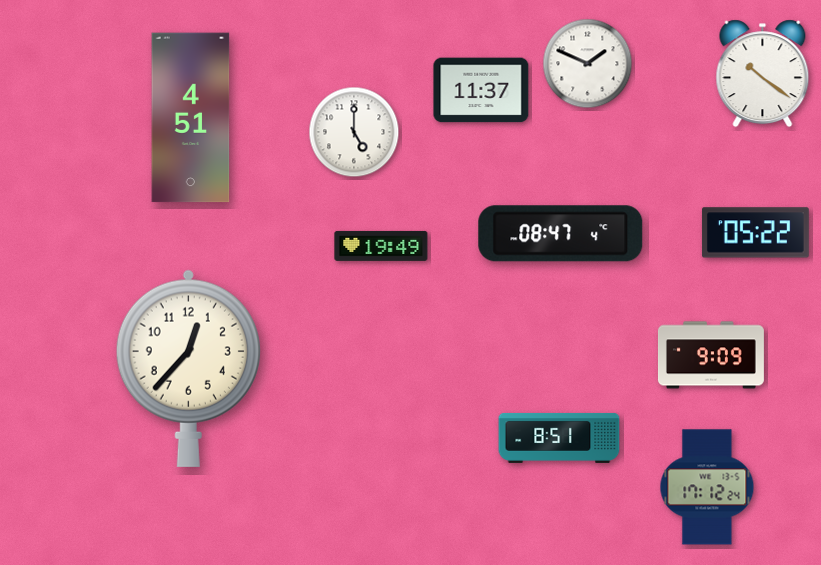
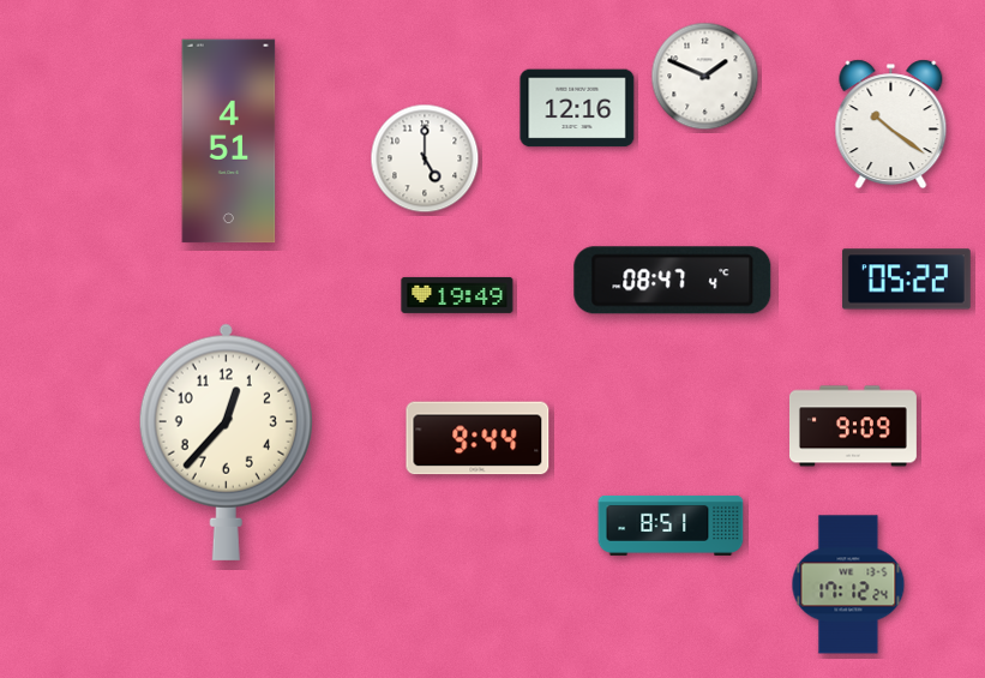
clock at (763, 74) position: (763, 74) -> (891, 125)
clock at (481, 90): 11:37 -> 12:16
clock at (478, 438): none -> 9:44
